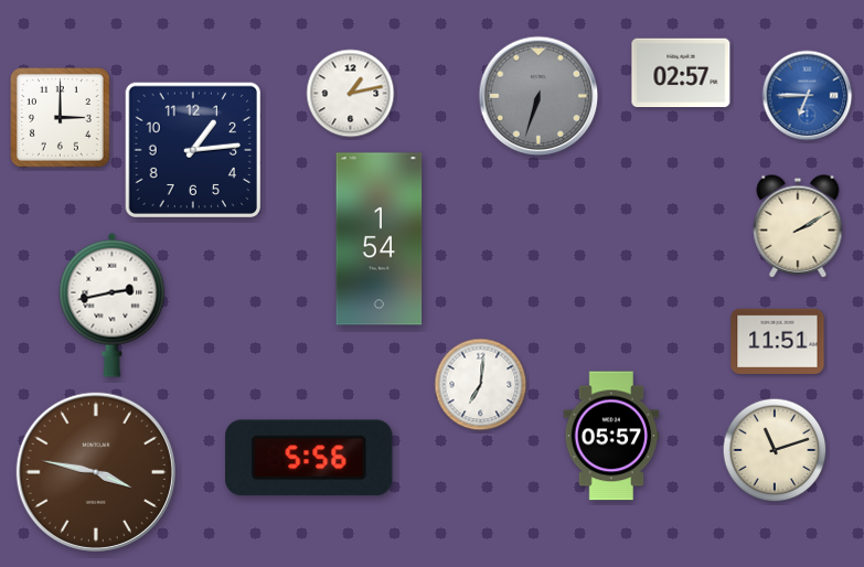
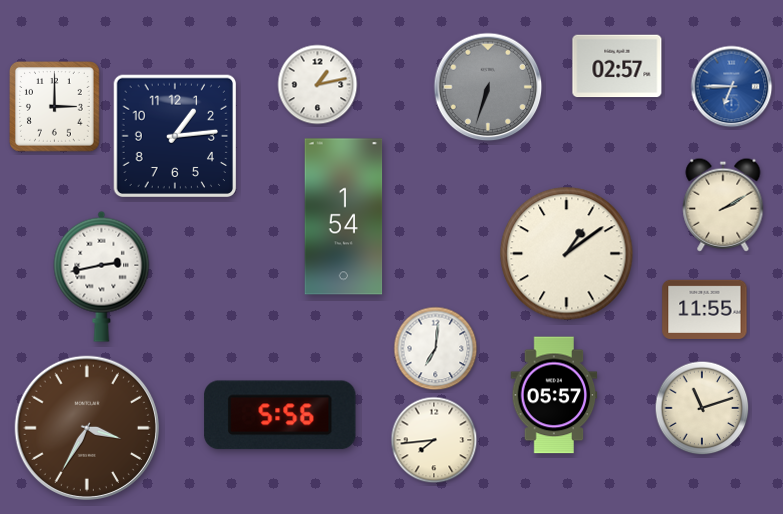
clock at (567, 254): none -> 1:09
clock at (778, 341): 11:51 -> 11:55
clock at (96, 472): 3:47 -> 3:35
clock at (434, 440): none -> 7:44
